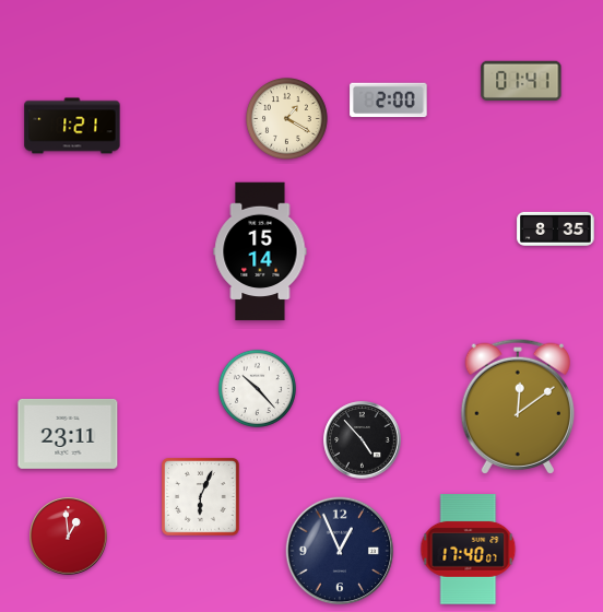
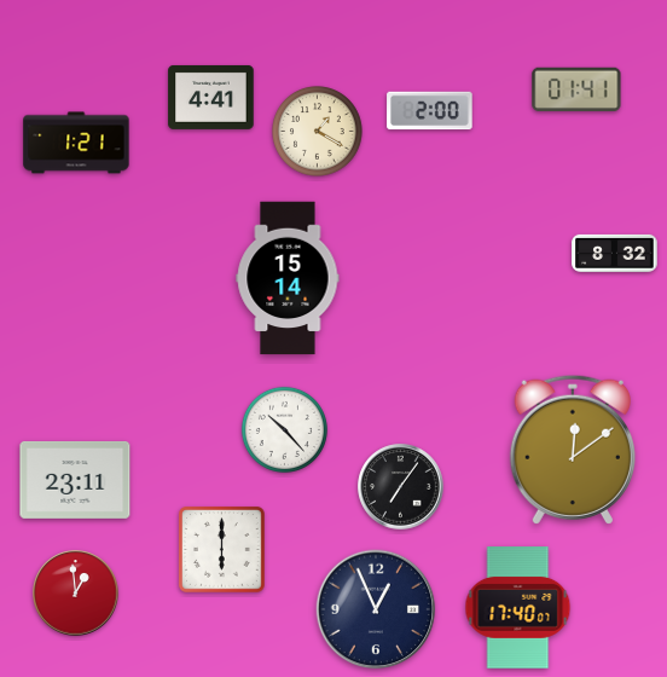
clock at (211, 97): none -> 4:41
clock at (72, 126) position: (72, 126) -> (76, 143)
clock at (556, 228): 8:35 -> 8:32
clock at (363, 440): 4:53 -> 7:06
clock at (201, 497): 6:04 -> 6:00
